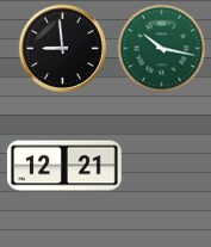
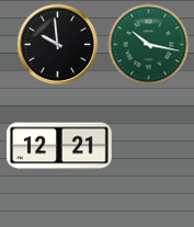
clock at (63, 49): 8:59 -> 9:59
clock at (64, 166) position: (64, 166) -> (59, 146)
